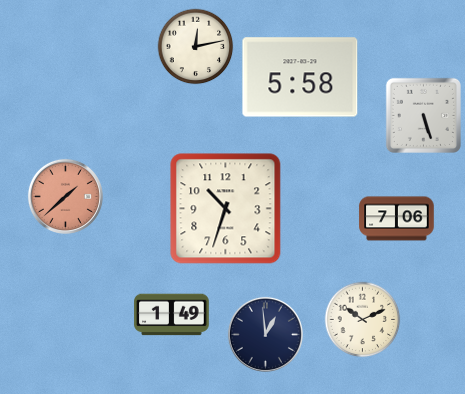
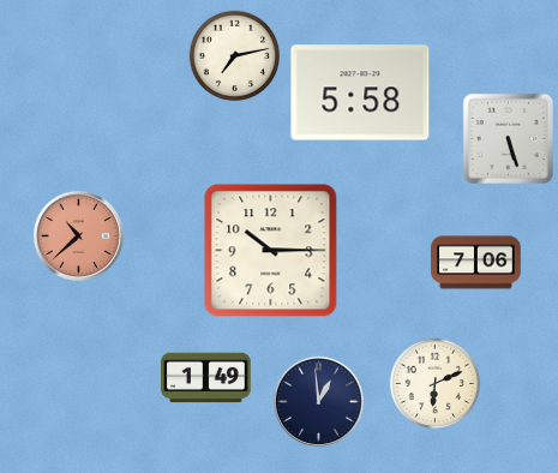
clock at (196, 47): 12:13 -> 7:13
clock at (65, 196): 1:38 -> 10:38
clock at (226, 209): 10:33 -> 10:15
clock at (363, 320): 10:11 -> 6:11
